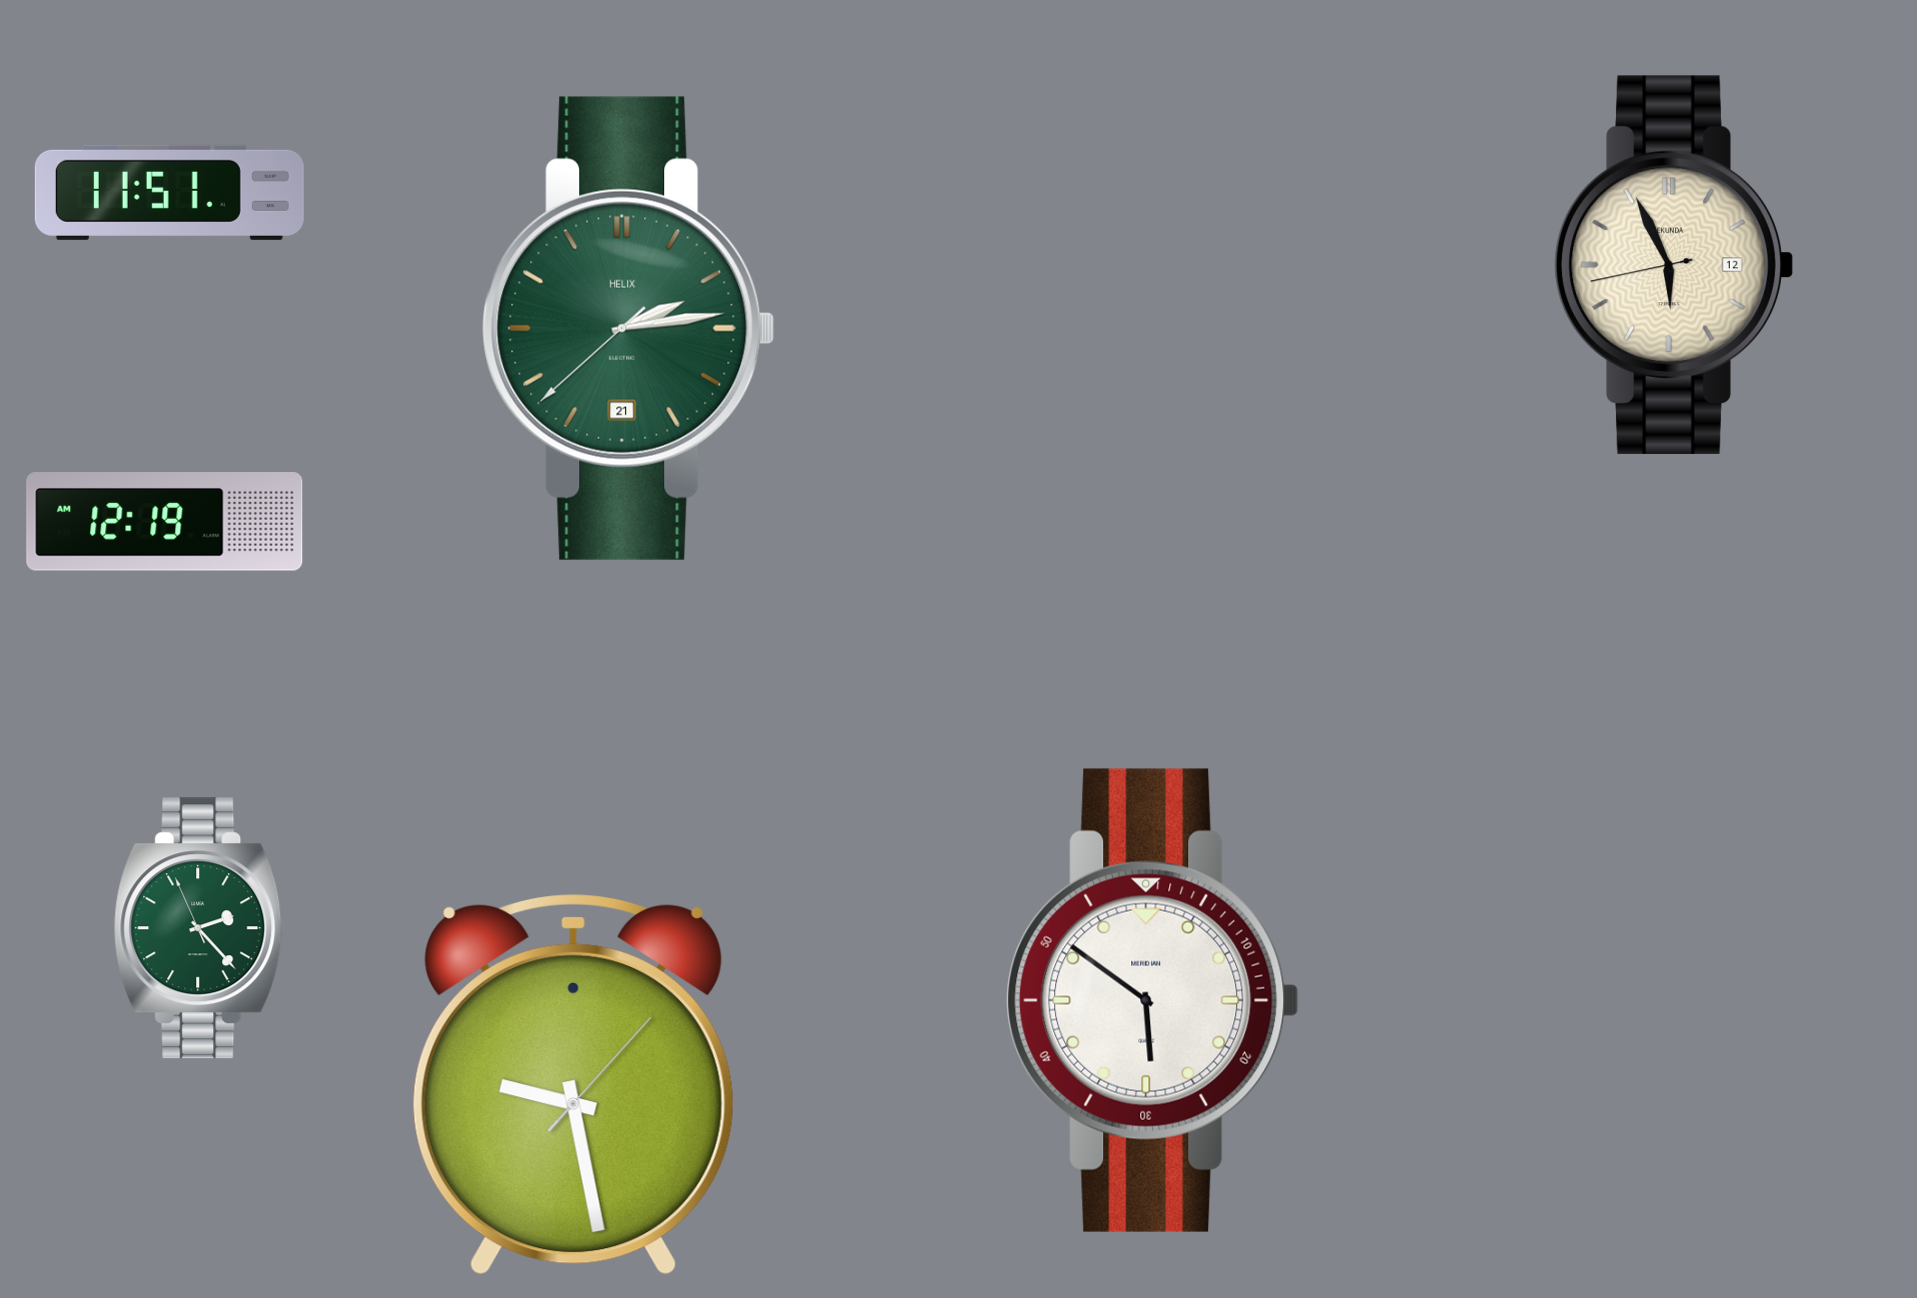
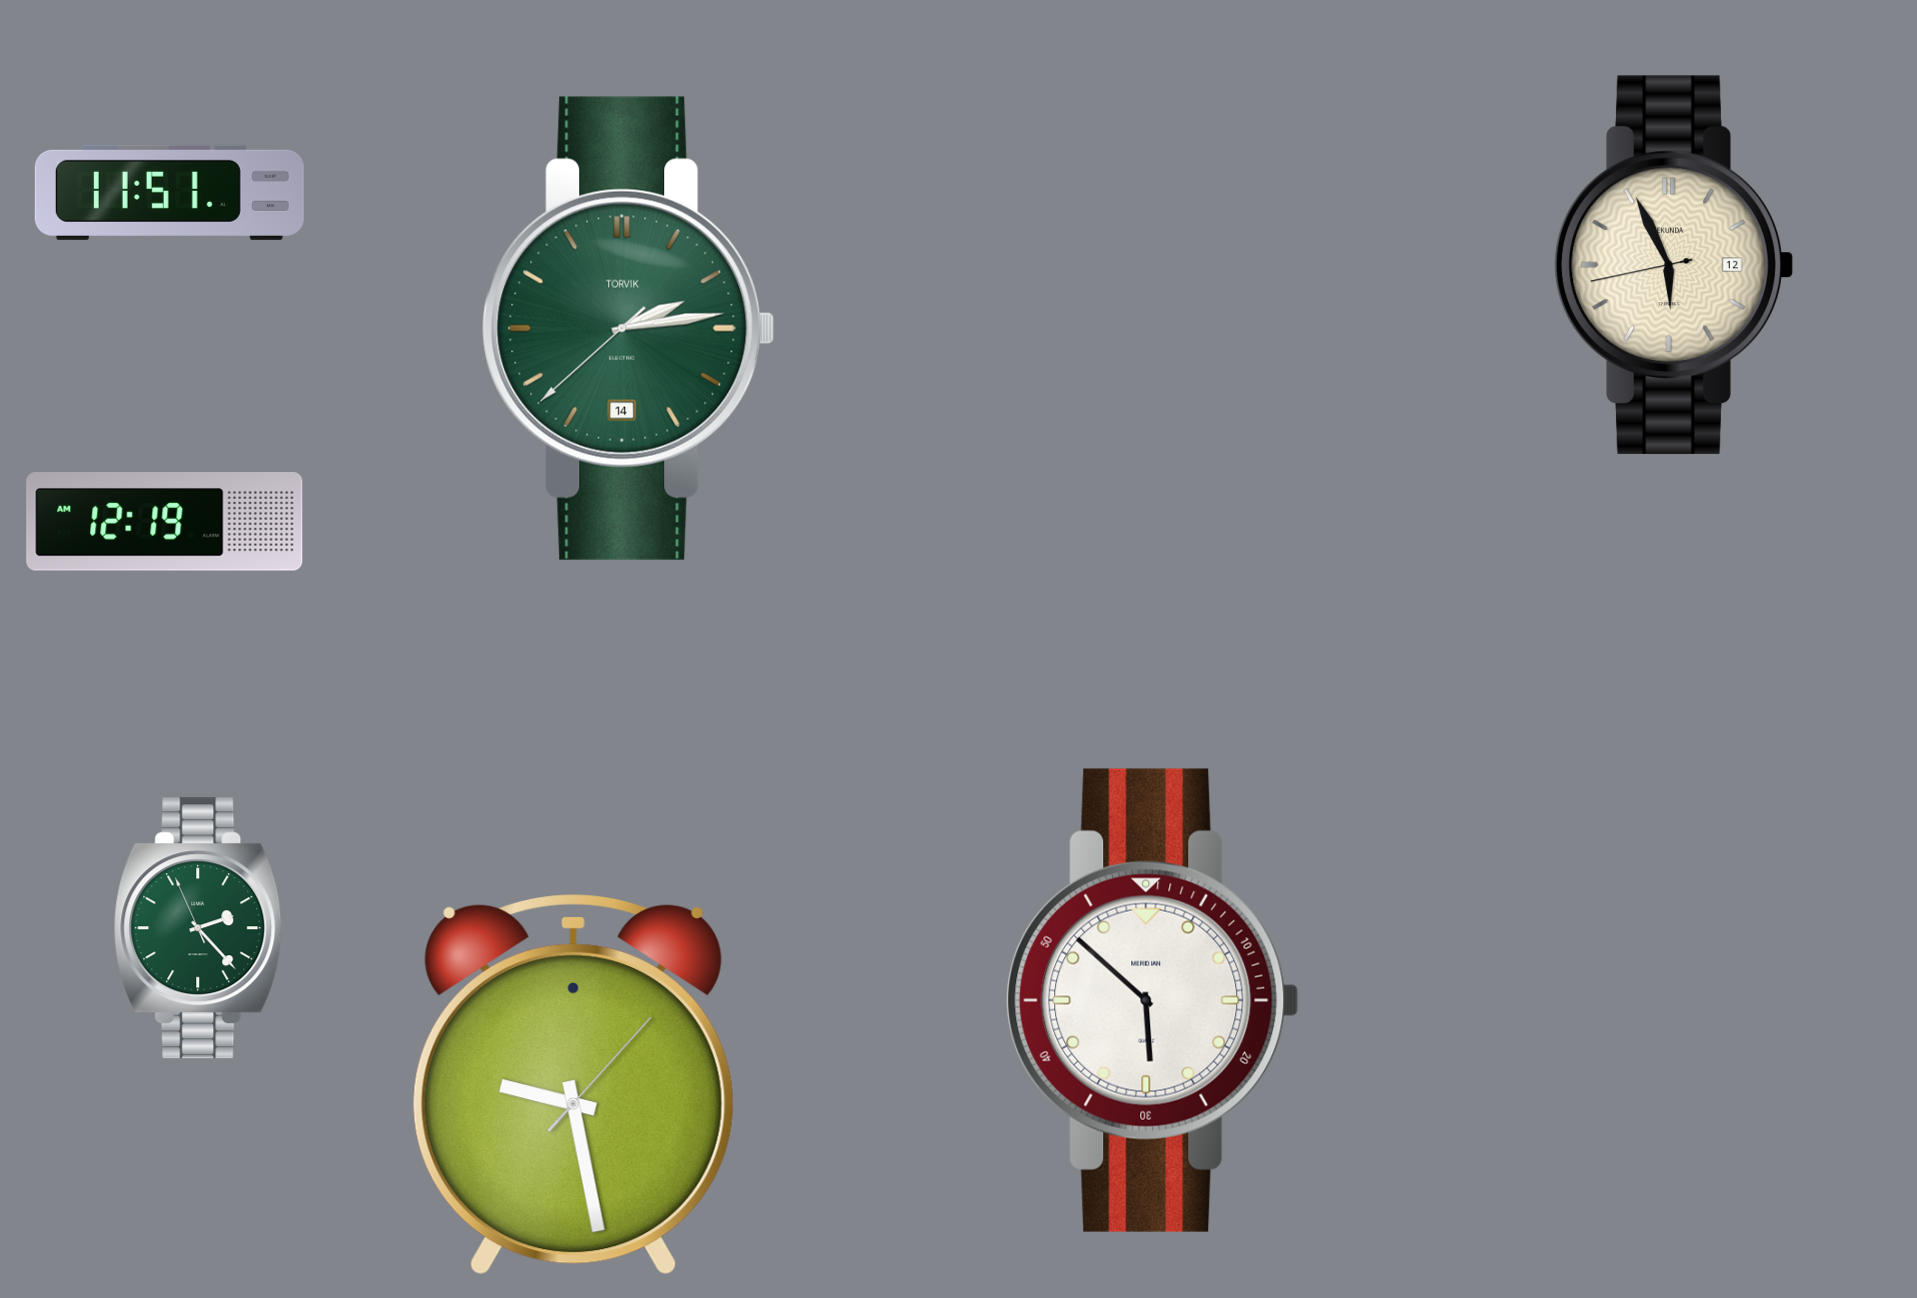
clock at (629, 328) date: 21 -> 14
clock at (629, 328) brand: HELIX -> TORVIK
clock at (1153, 1000): 5:51 -> 5:52
